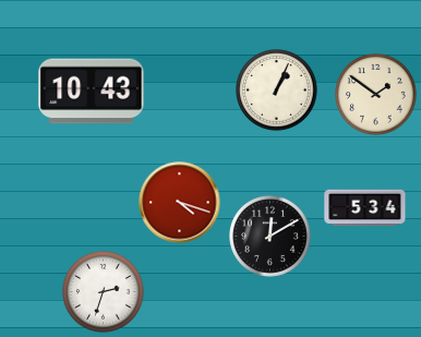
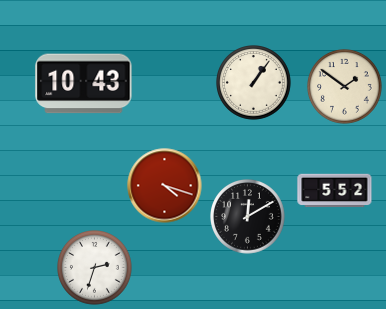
clock at (277, 91): 1:04 -> 1:06
clock at (365, 208): 5:34 -> 5:52
